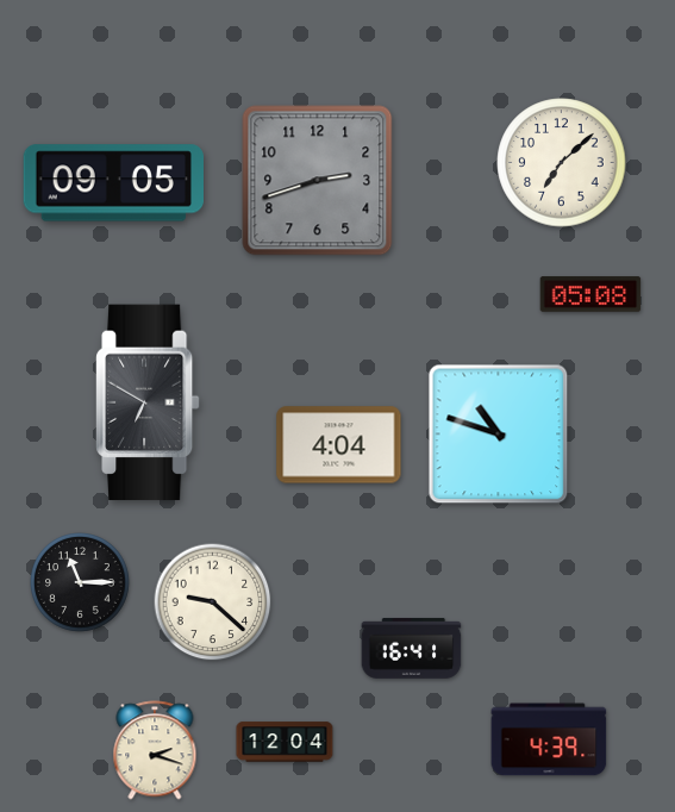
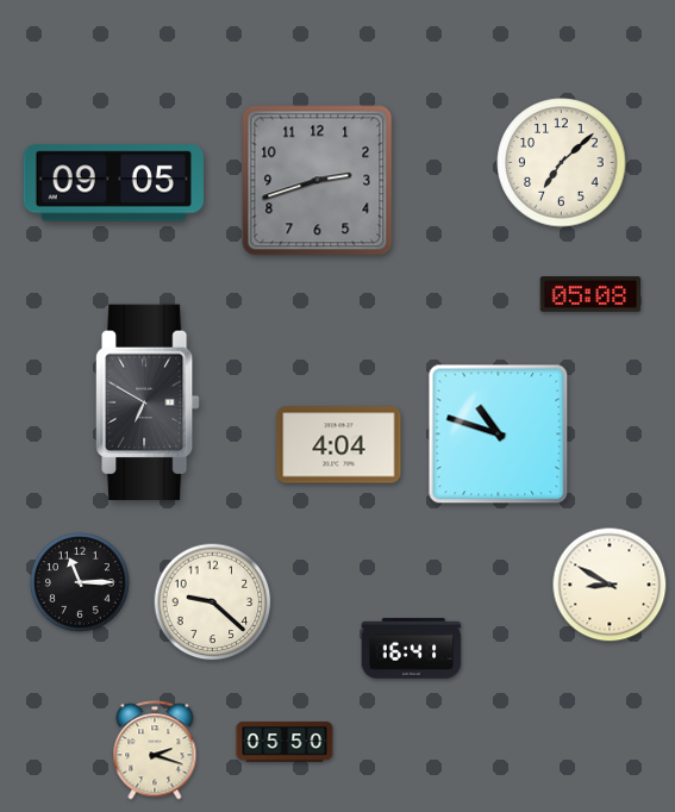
clock at (610, 585): none -> 8:50
clock at (549, 739): 4:39 -> none
clock at (285, 742): 12:04 -> 05:50
